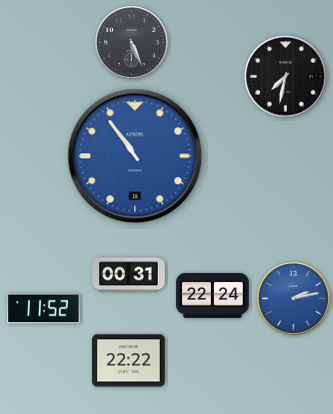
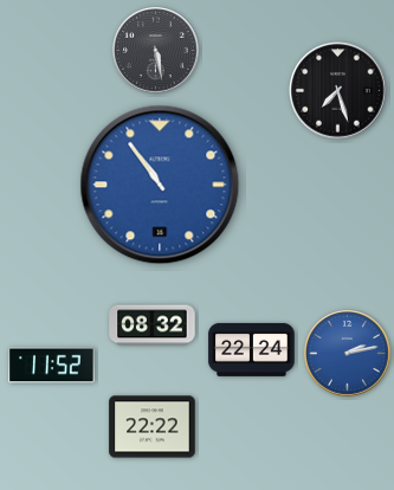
clock at (132, 43): 5:26 -> 5:28
clock at (286, 77): 7:32 -> 7:27
clock at (129, 275): 00:31 -> 08:32
